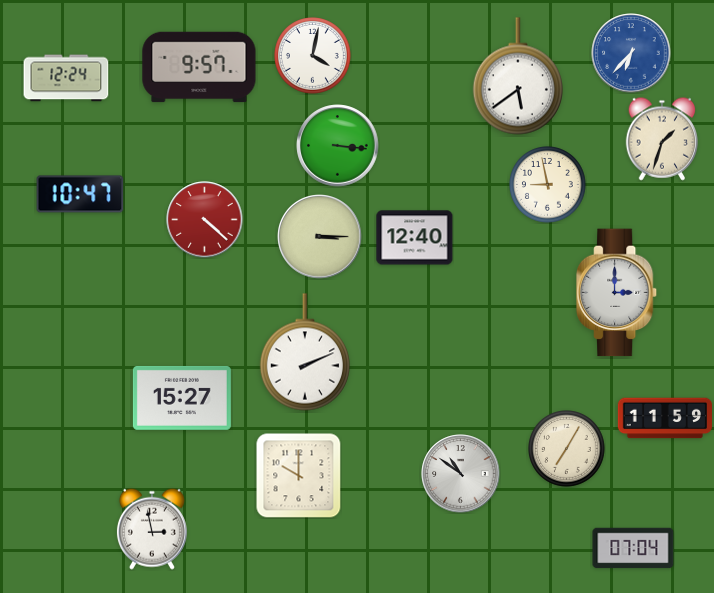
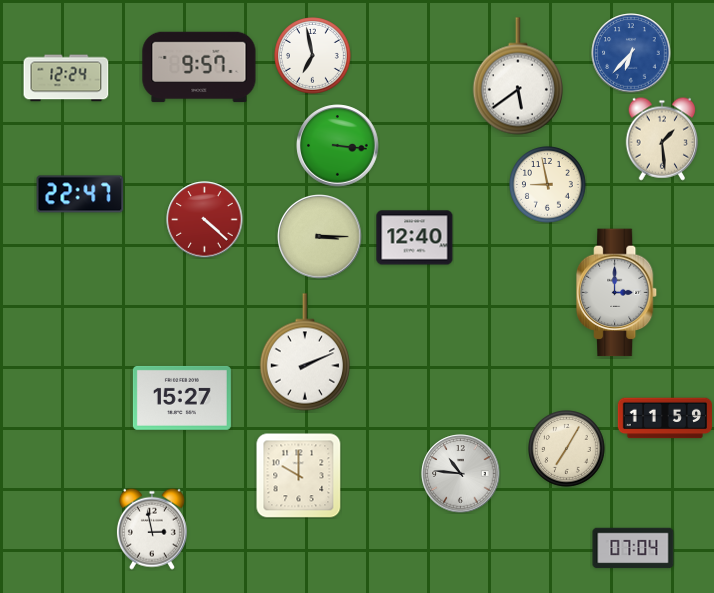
clock at (313, 56): 4:02 -> 6:58
clock at (662, 139): 1:33 -> 1:29
clock at (80, 194): 10:47 -> 22:47
clock at (461, 474): 10:51 -> 10:46
